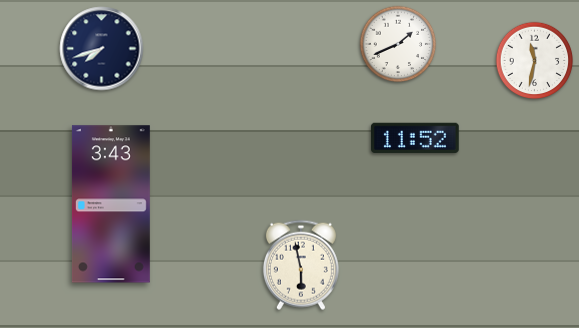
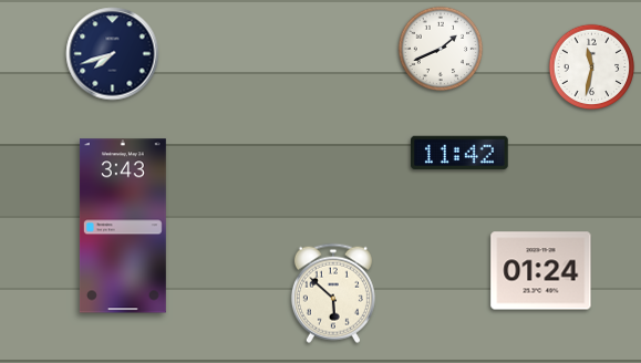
clock at (416, 138): 11:52 -> 11:42
clock at (541, 271): none -> 01:24
clock at (301, 265): 5:58 -> 5:52
